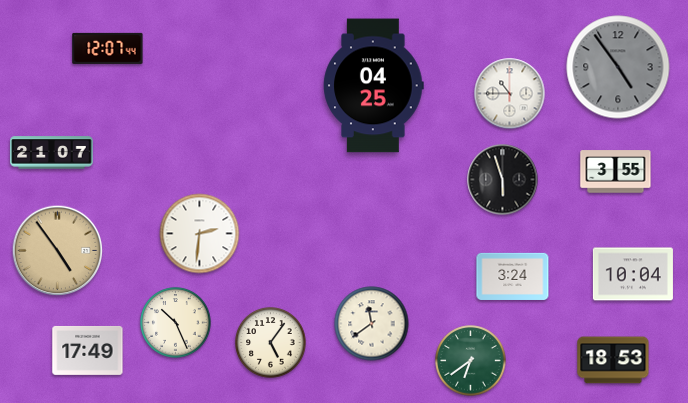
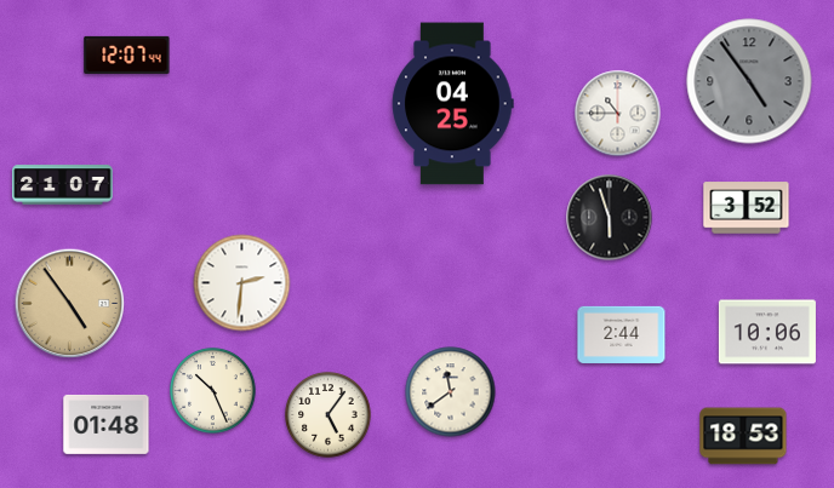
clock at (108, 48) position: (108, 48) -> (127, 54)
clock at (616, 172): 3:55 -> 3:52
clock at (633, 274): 10:04 -> 10:06
clock at (513, 276): 3:24 -> 2:44
clock at (88, 350): 17:49 -> 01:48
clock at (471, 361): 6:39 -> none
